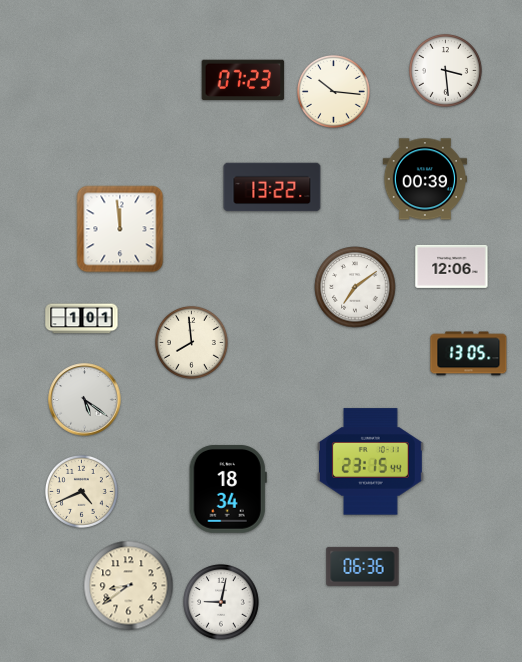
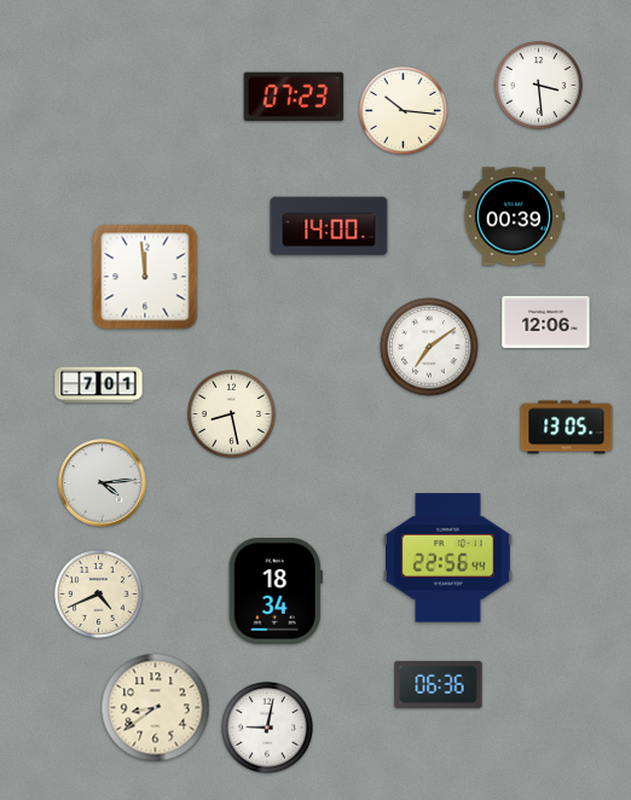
clock at (272, 187): 13:22 -> 14:00
clock at (82, 319): 1:01 -> 7:01
clock at (191, 342): 7:59 -> 8:28
clock at (85, 400): 5:21 -> 4:14
clock at (370, 462): 23:15 -> 22:56
